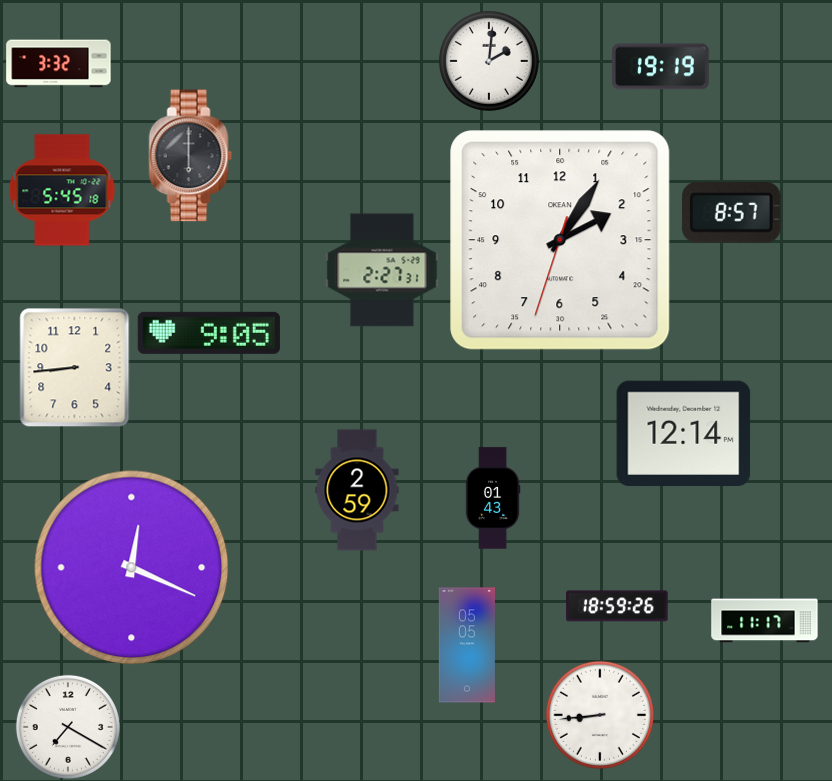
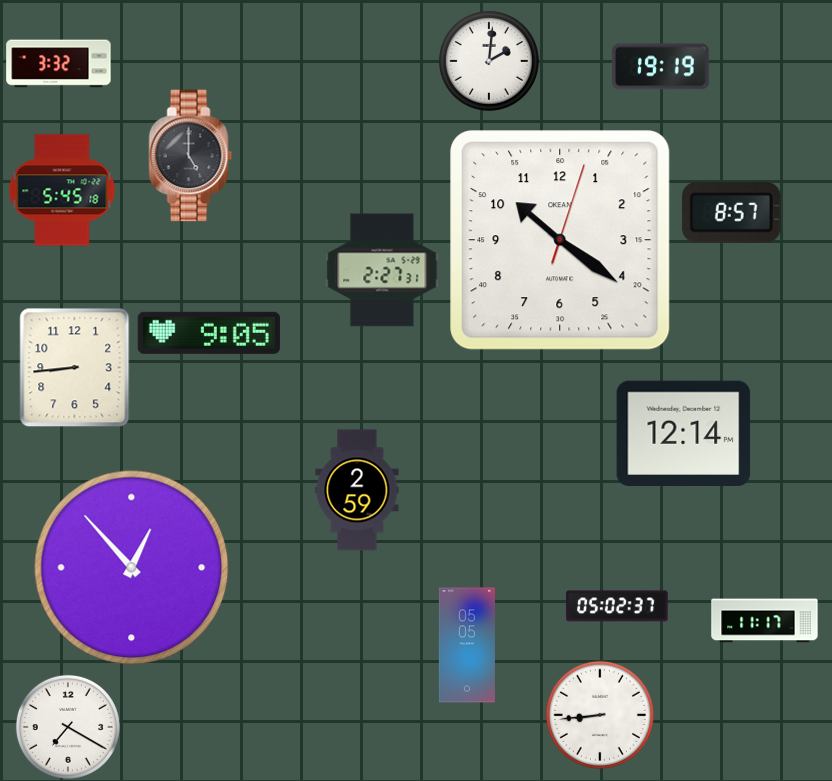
clock at (191, 156): 6:00 -> 5:00
clock at (560, 240): 2:05 -> 10:21
clock at (493, 498): 01:43 -> none
clock at (132, 568): 12:19 -> 12:53
clock at (617, 606): 18:59 -> 05:02
